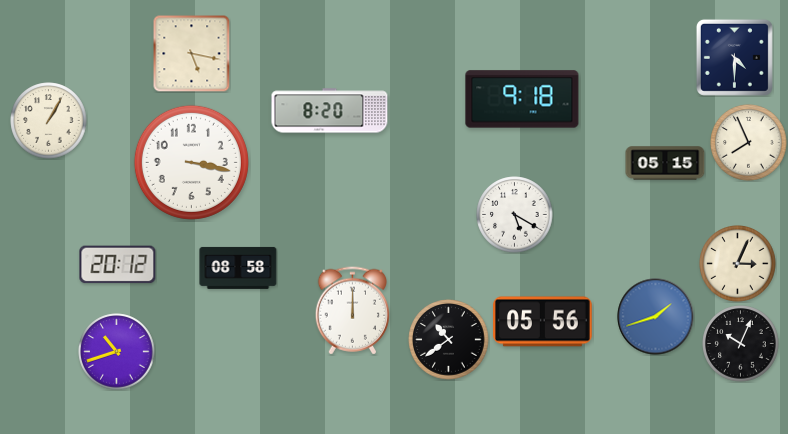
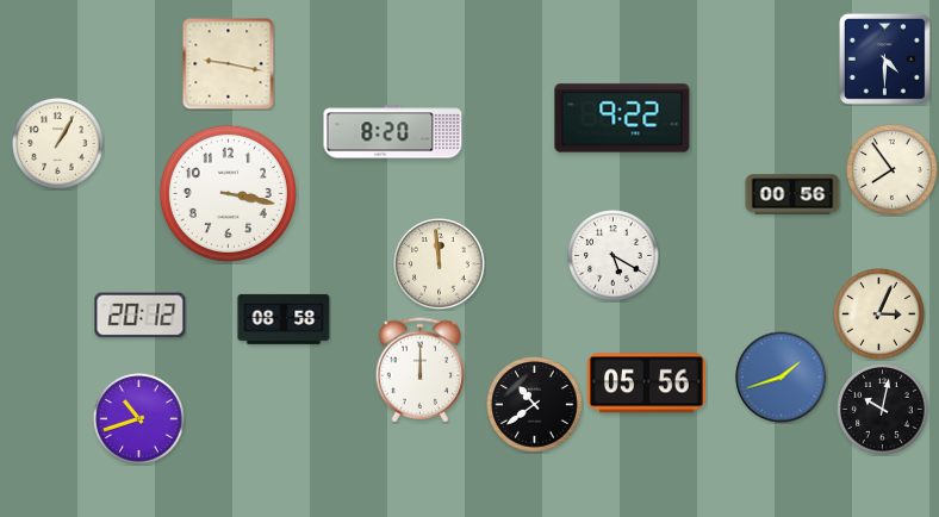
clock at (191, 53): 5:17 -> 9:17
clock at (734, 57) position: (734, 57) -> (884, 58)
clock at (522, 99): 9:18 -> 9:22
clock at (749, 143): 7:56 -> 7:54
clock at (665, 163): 05:15 -> 00:56
clock at (440, 264): none -> 11:59
clock at (741, 344): 10:04 -> 10:02
